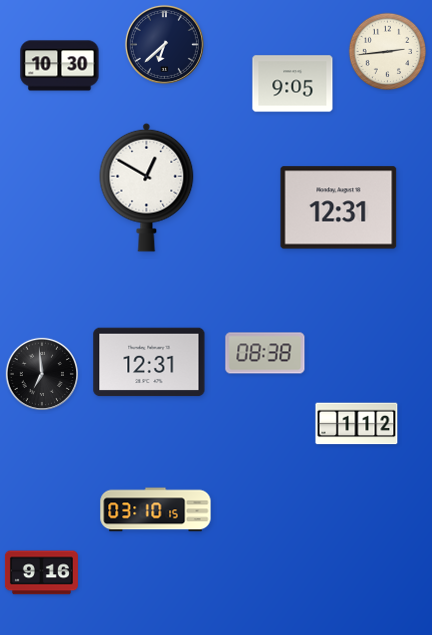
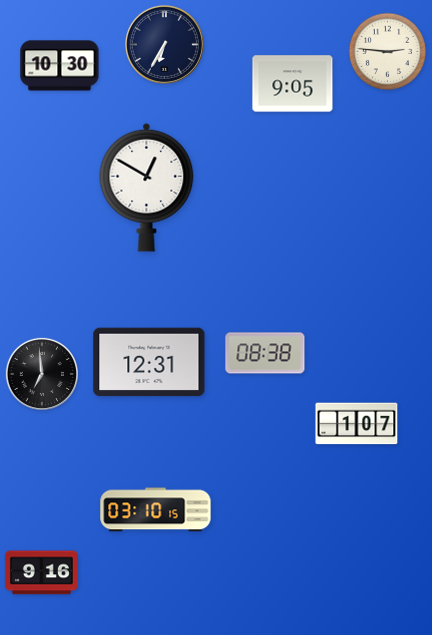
clock at (164, 44): 6:38 -> 6:35
clock at (388, 52): 2:44 -> 2:46
clock at (339, 208): 12:31 -> none
clock at (357, 424): 1:12 -> 1:07
